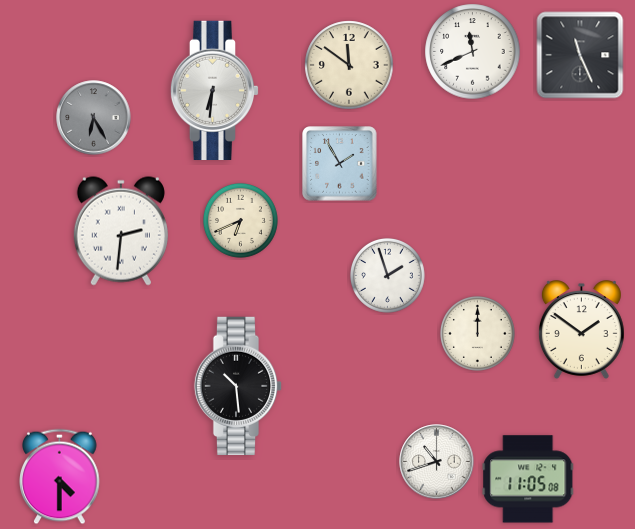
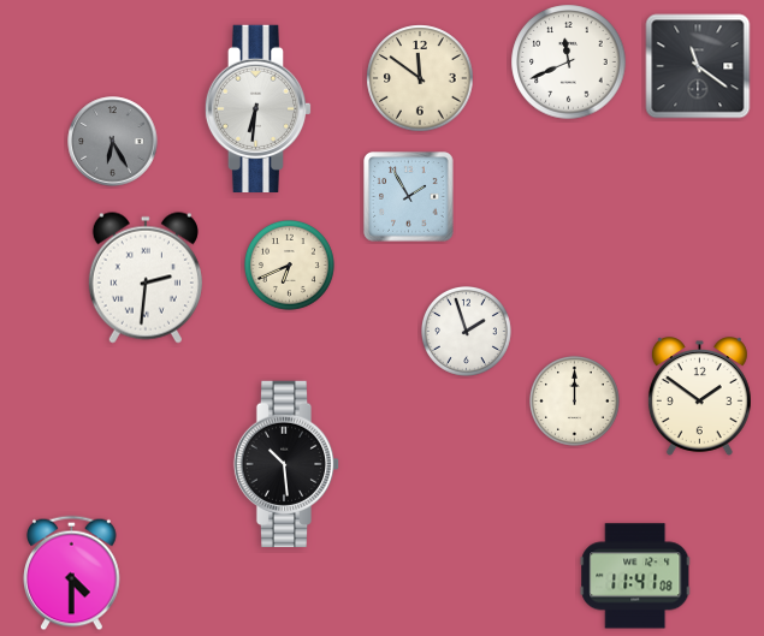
clock at (580, 55): 11:26 -> 11:21
clock at (437, 462): 10:42 -> none
clock at (528, 479): 11:05 -> 11:41
